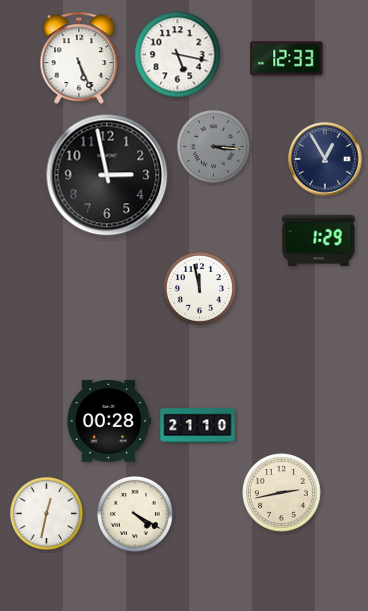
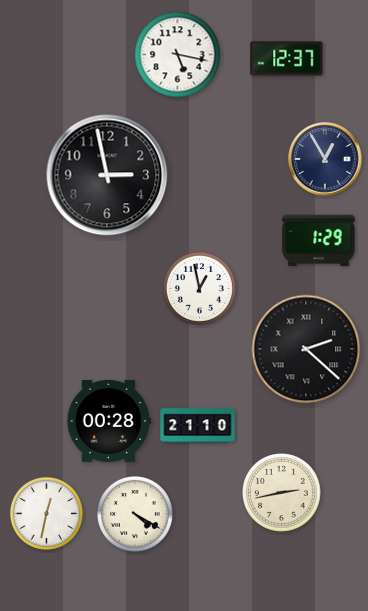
clock at (79, 58): 5:26 -> none
clock at (287, 59): 12:33 -> 12:37
clock at (213, 146): 3:16 -> none
clock at (199, 288): 11:58 -> 12:58
clock at (306, 349): none -> 2:22
